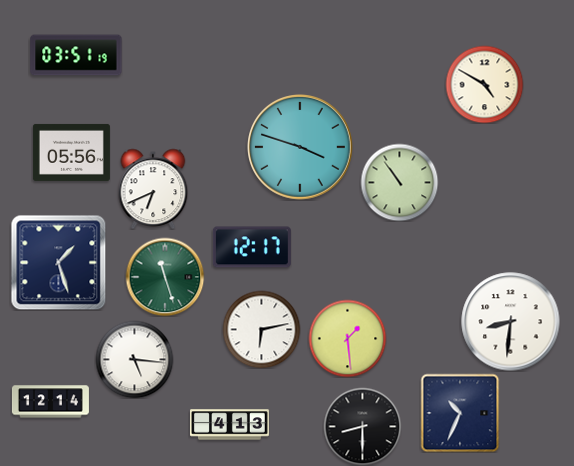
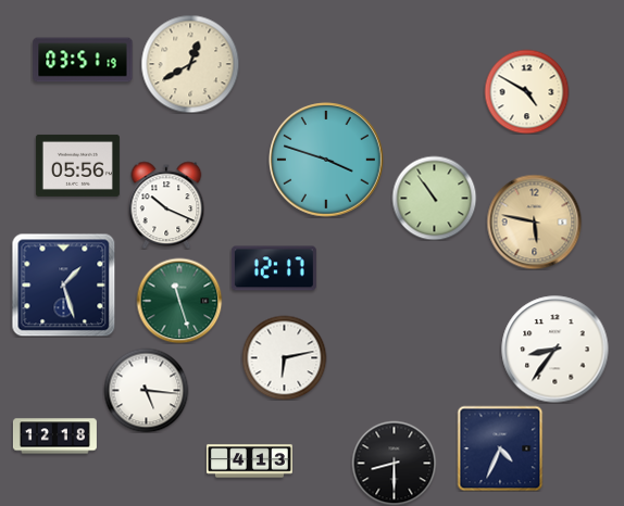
clock at (190, 64): none -> 12:40
clock at (153, 189): 6:41 -> 10:19
clock at (534, 222): none -> 5:47
clock at (511, 322): 8:31 -> 8:36
clock at (347, 338): 1:29 -> none
clock at (50, 402): 12:14 -> 12:18
clock at (460, 413): 10:34 -> 4:34
